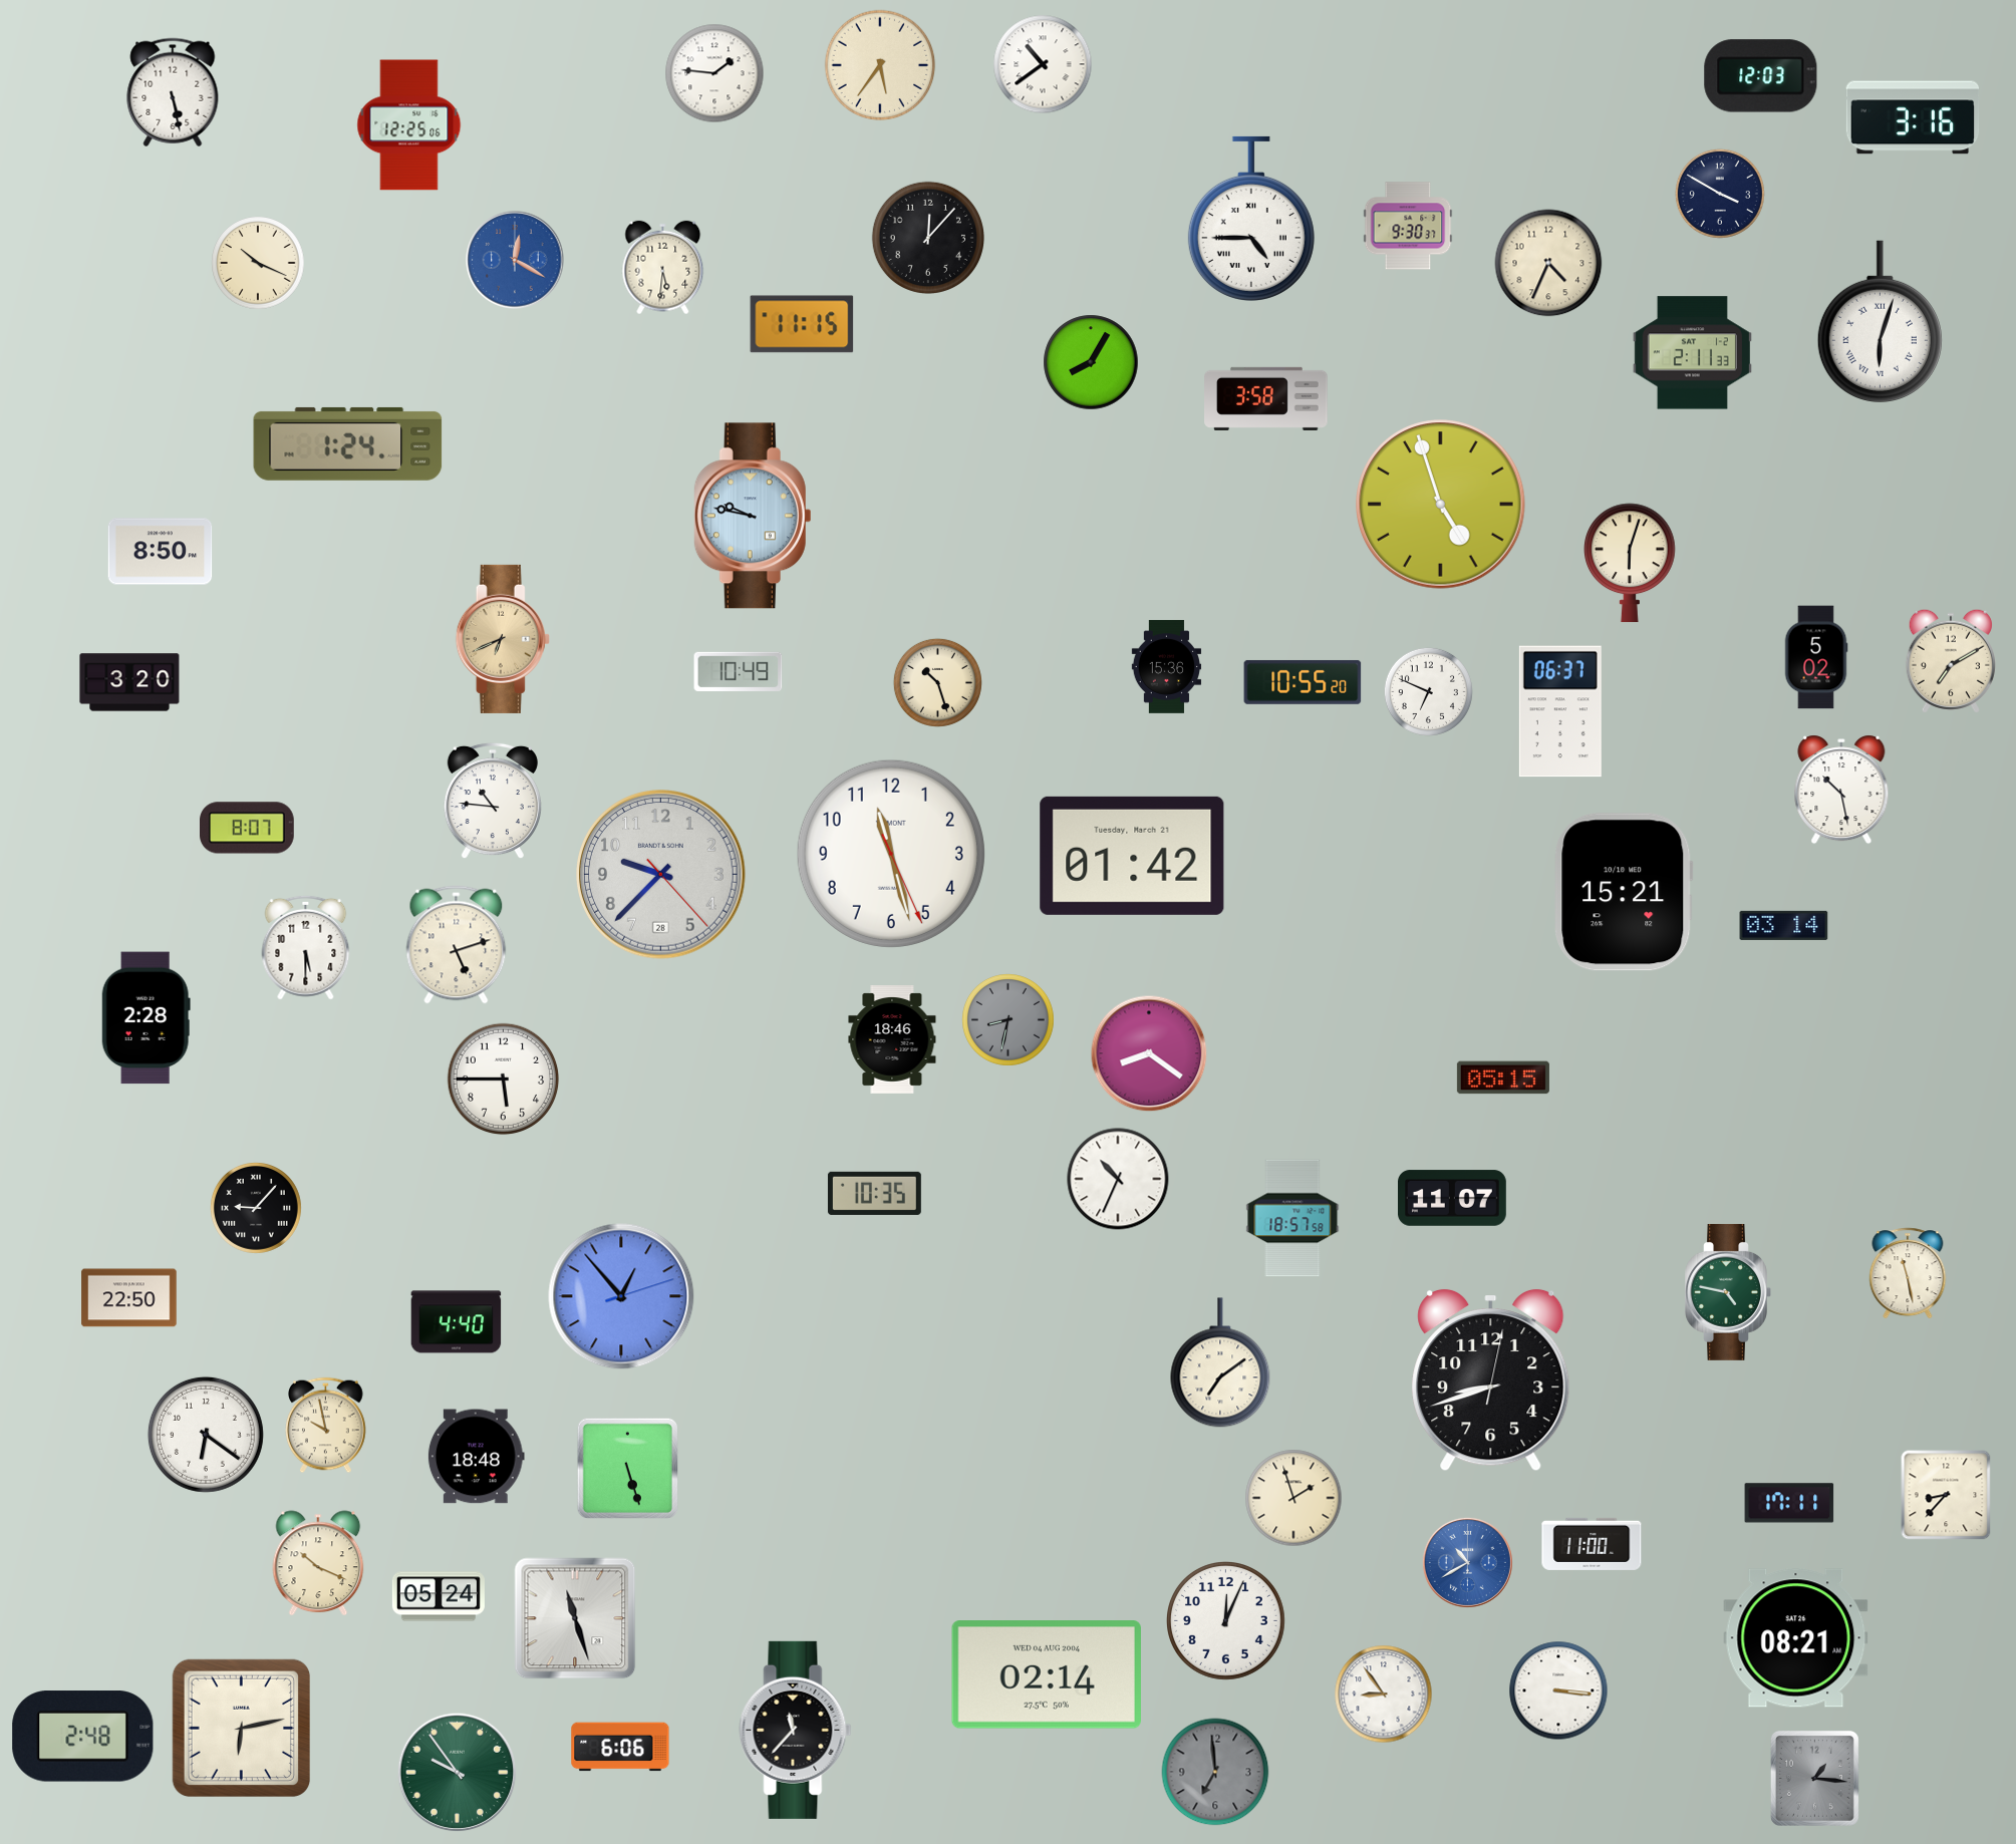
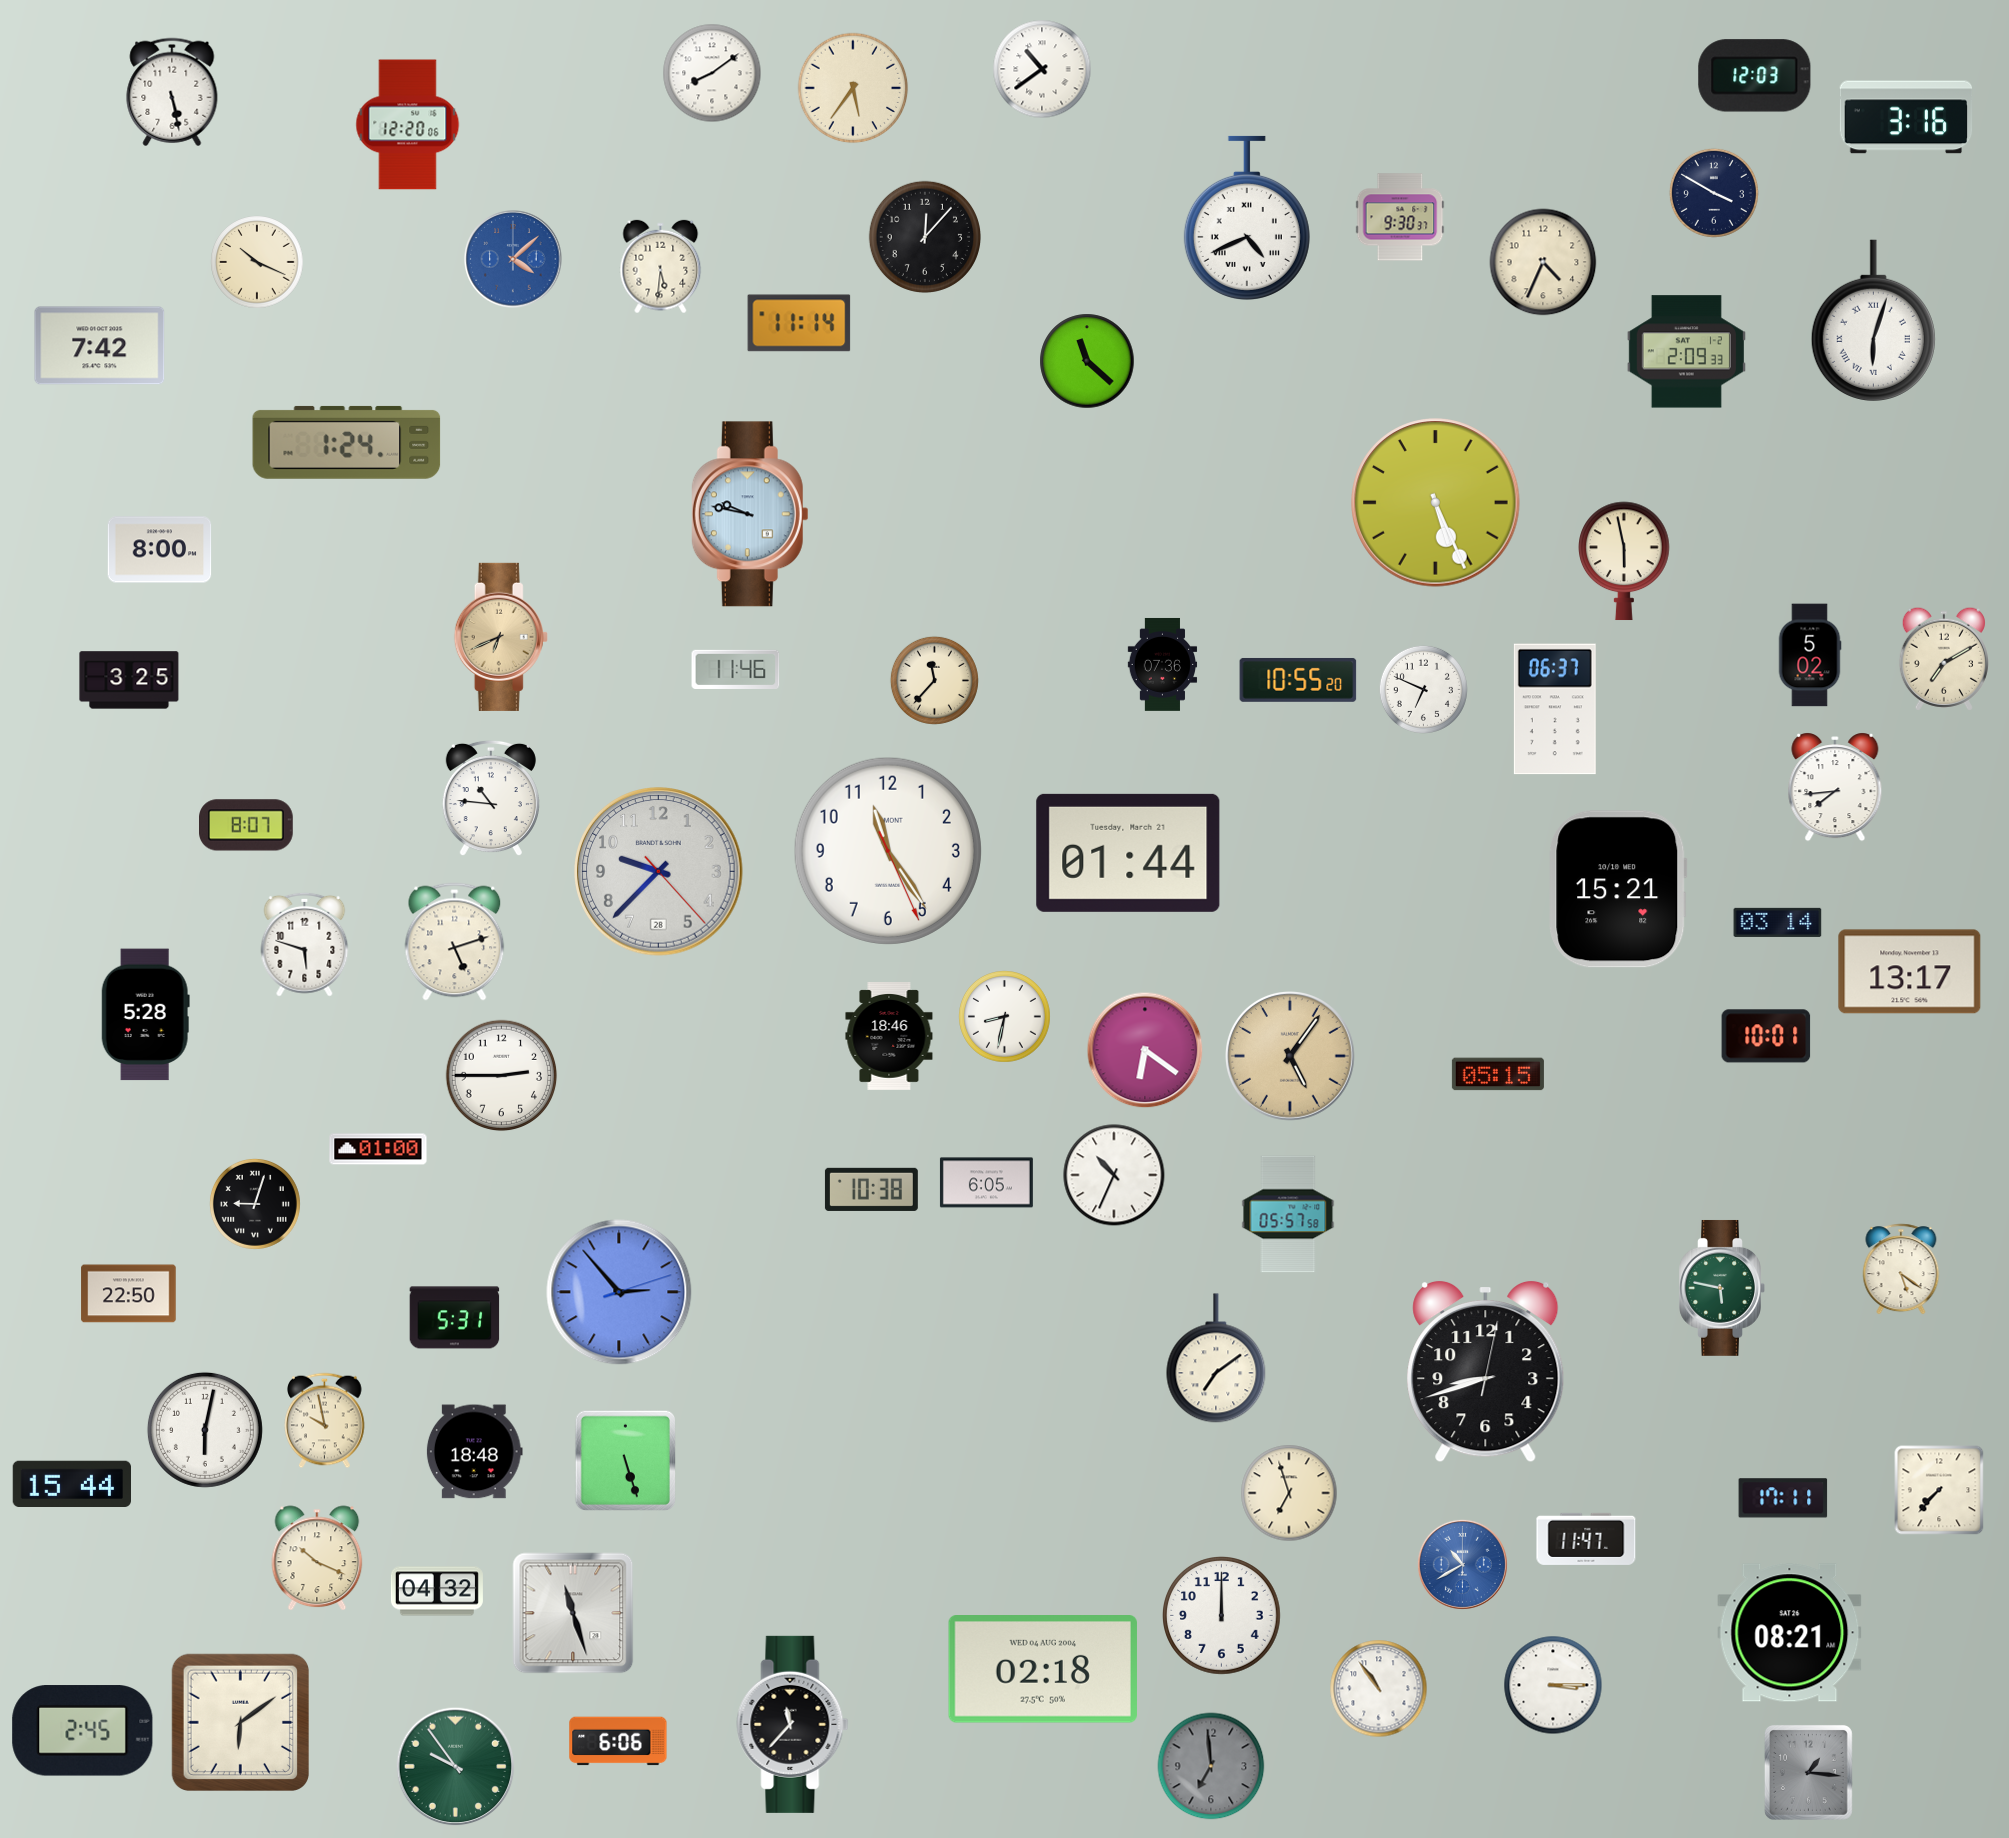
clock at (1043, 64) position: (1043, 64) -> (1042, 69)
clock at (880, 65) position: (880, 65) -> (853, 88)
clock at (714, 73): 1:46 -> 8:09
clock at (409, 125): 12:25 -> 12:20
clock at (1251, 219): 4:45 -> 4:41
clock at (1408, 226) position: (1408, 226) -> (1400, 217)
clock at (515, 260): 12:20 -> 4:08
clock at (802, 324): 11:15 -> 11:14
clock at (100, 346): none -> 7:42
clock at (1692, 353): 2:11 -> 2:09
clock at (1091, 362): 8:05 -> 11:22
clock at (1266, 398): 3:58 -> none
clock at (1441, 505): 4:57 -> 5:26
clock at (161, 552): 8:50 -> 8:00
clock at (1631, 563): 6:03 -> 5:58
clock at (1167, 666): 15:36 -> 07:36
clock at (739, 671): 10:49 -> 11:46
clock at (129, 682): 3:20 -> 3:25
clock at (937, 682): 10:27 -> 11:37
clock at (1841, 790): 10:28 -> 7:44
clock at (891, 854): 11:27 -> 11:24
clock at (1132, 856): 01:42 -> 01:44
clock at (306, 947): 5:30 -> 5:48
clock at (1910, 972): none -> 13:17
clock at (146, 1018): 2:28 -> 5:28
clock at (1009, 1020) dial: grey -> white
clock at (1766, 1036): none -> 10:01
clock at (1149, 1053): 8:21 -> 6:21
clock at (1291, 1057): none -> 5:06
clock at (504, 1080): 5:45 -> 2:45
clock at (378, 1149): none -> 01:00
clock at (986, 1183): none -> 6:05
clock at (874, 1193): 10:35 -> 10:38
clock at (1453, 1198): 11:07 -> none
clock at (256, 1208): 9:07 -> 9:03
clock at (1292, 1218): 18:57 -> 05:57
clock at (1908, 1273): 11:28 -> 5:21
clock at (1728, 1292): 4:47 -> 5:47
clock at (621, 1296): 12:53 -> 2:53
clock at (457, 1322): 4:40 -> 5:31
clock at (1491, 1380) position: (1491, 1380) -> (1486, 1372)
clock at (206, 1435): 6:21 -> 6:02
clock at (627, 1468) position: (627, 1468) -> (625, 1460)
clock at (72, 1483): none -> 15:44
clock at (1946, 1495): 8:37 -> 7:37
clock at (1293, 1498): 1:57 -> 6:57
clock at (1592, 1544): 11:00 -> 11:47
clock at (1467, 1562) position: (1467, 1562) -> (1462, 1564)
clock at (439, 1596): 05:24 -> 04:32
clock at (1226, 1621): 12:04 -> 12:00
clock at (1047, 1675): 02:14 -> 02:18
clock at (1558, 1691): 3:16 -> 3:15
clock at (1384, 1695): 8:54 -> 10:54
clock at (241, 1728): 6:13 -> 6:09
clock at (83, 1737): 2:48 -> 2:45
